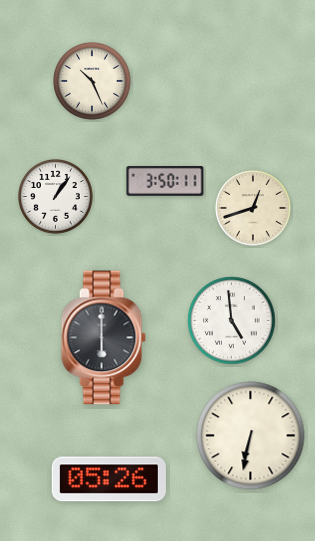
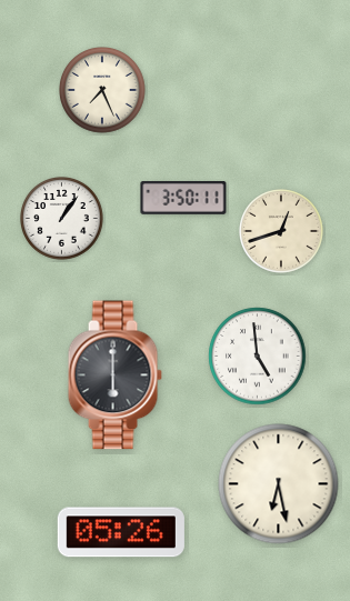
clock at (92, 81): 10:26 -> 7:26
clock at (165, 182) position: (165, 182) -> (183, 199)
clock at (251, 436): 6:32 -> 6:28
